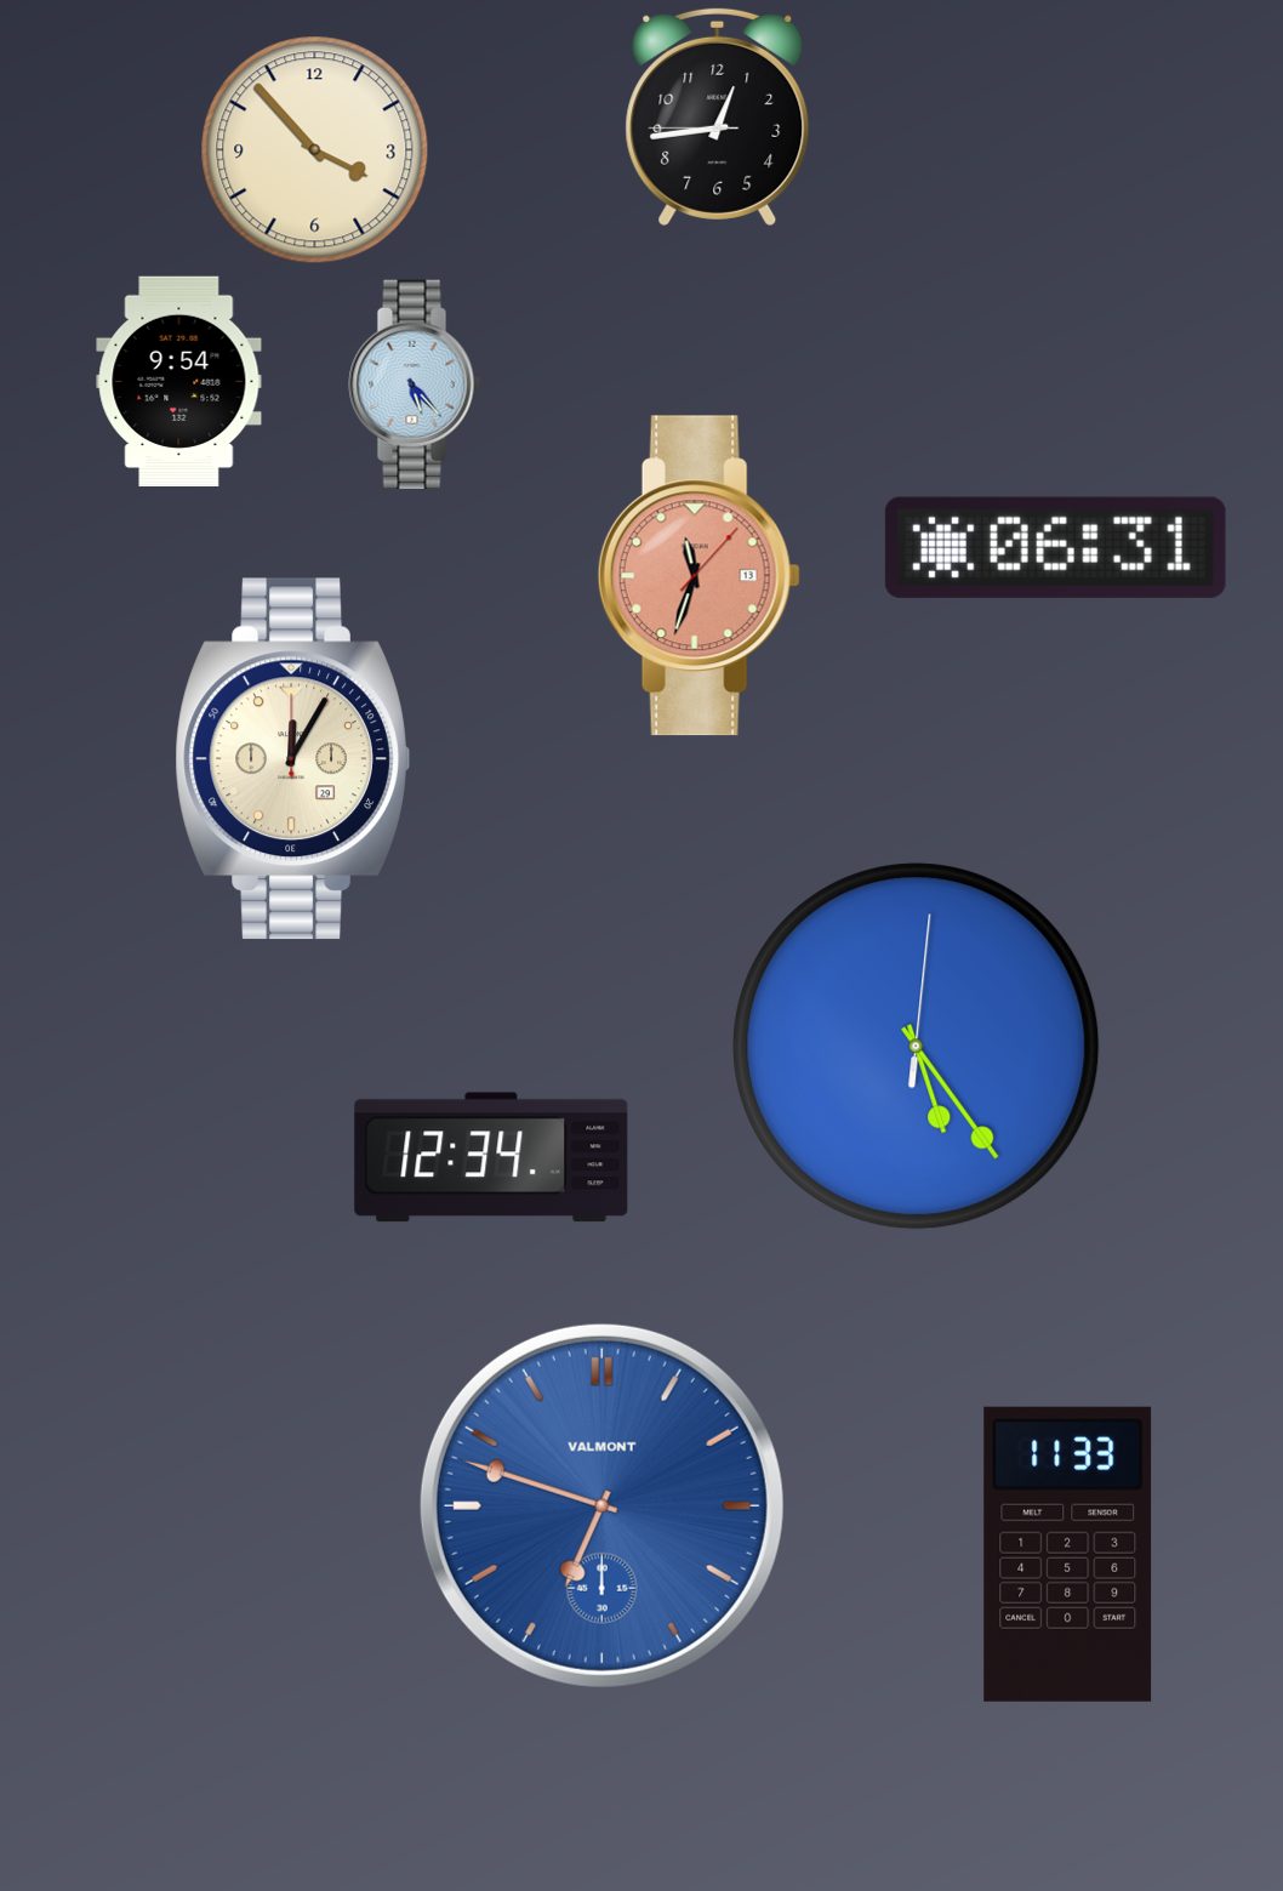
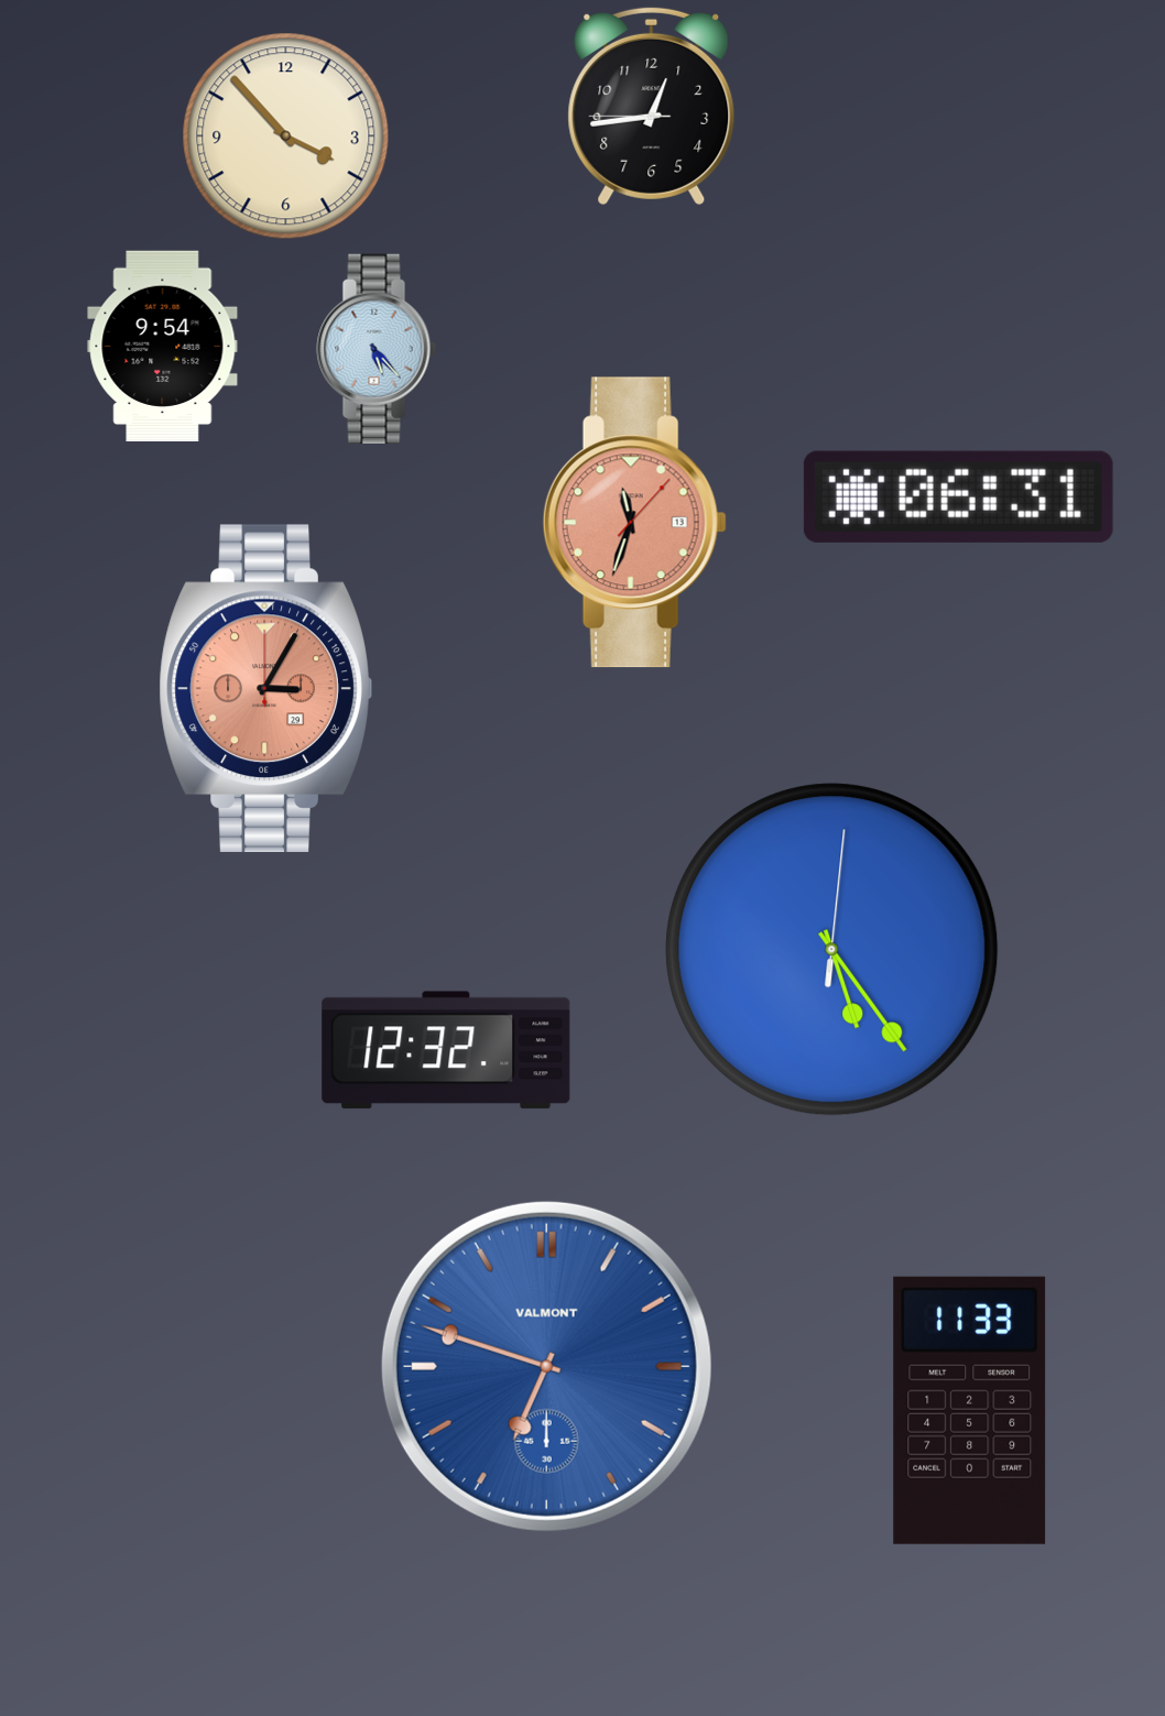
clock at (292, 759): 12:05 -> 3:05
clock at (292, 759) dial: cream -> salmon
clock at (491, 1157): 12:34 -> 12:32
